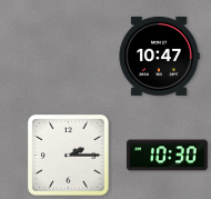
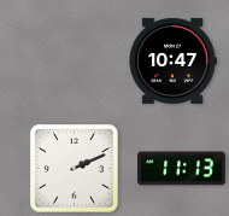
clock at (69, 156): 2:15 -> 2:11
clock at (168, 156): 10:30 -> 11:13
